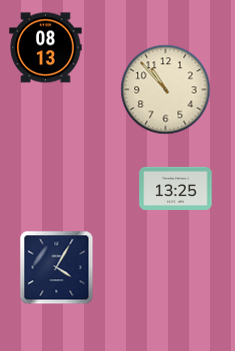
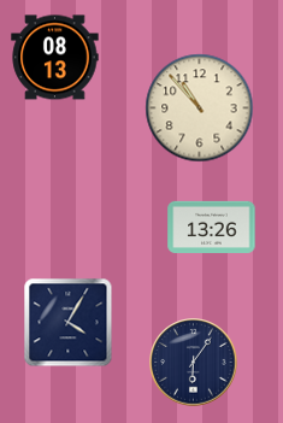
clock at (176, 188): 13:25 -> 13:26
clock at (194, 363): none -> 6:06
